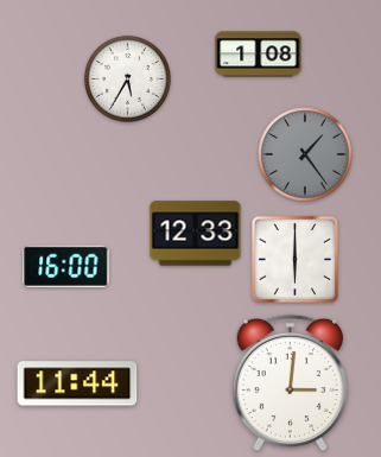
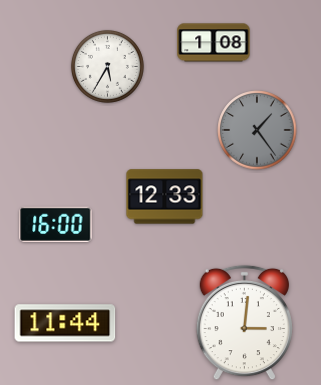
clock at (259, 55) position: (259, 55) -> (214, 43)
clock at (294, 259): 6:00 -> none
